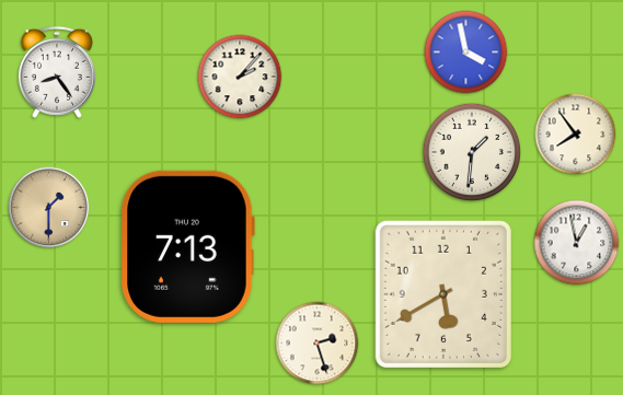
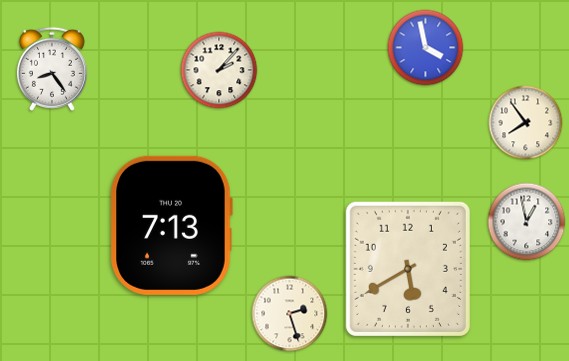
clock at (57, 72) position: (57, 72) -> (52, 69)
clock at (472, 152): 1:31 -> none
clock at (49, 208): 1:30 -> none
clock at (443, 294) position: (443, 294) -> (408, 269)
